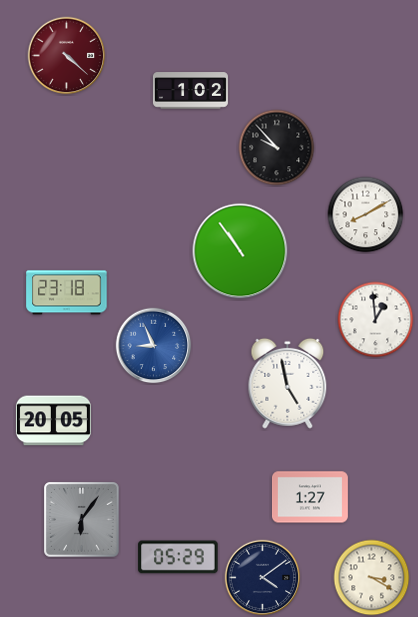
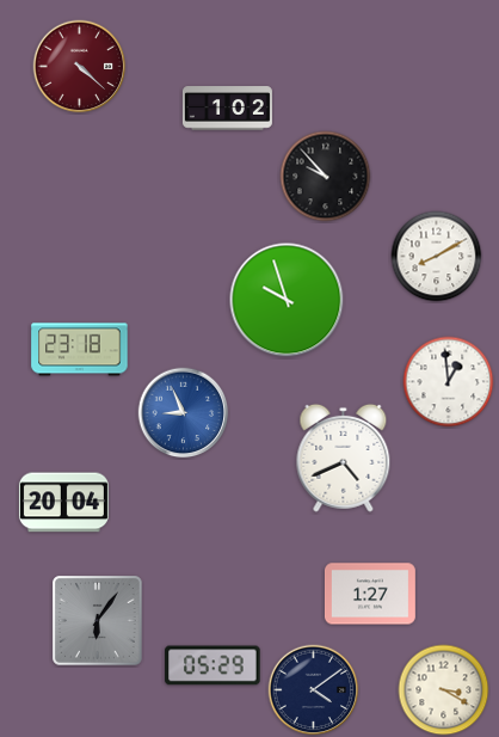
clock at (277, 148) position: (277, 148) -> (326, 177)
clock at (240, 251): 10:54 -> 9:57
clock at (288, 383): 4:58 -> 4:41
clock at (53, 421): 20:05 -> 20:04
